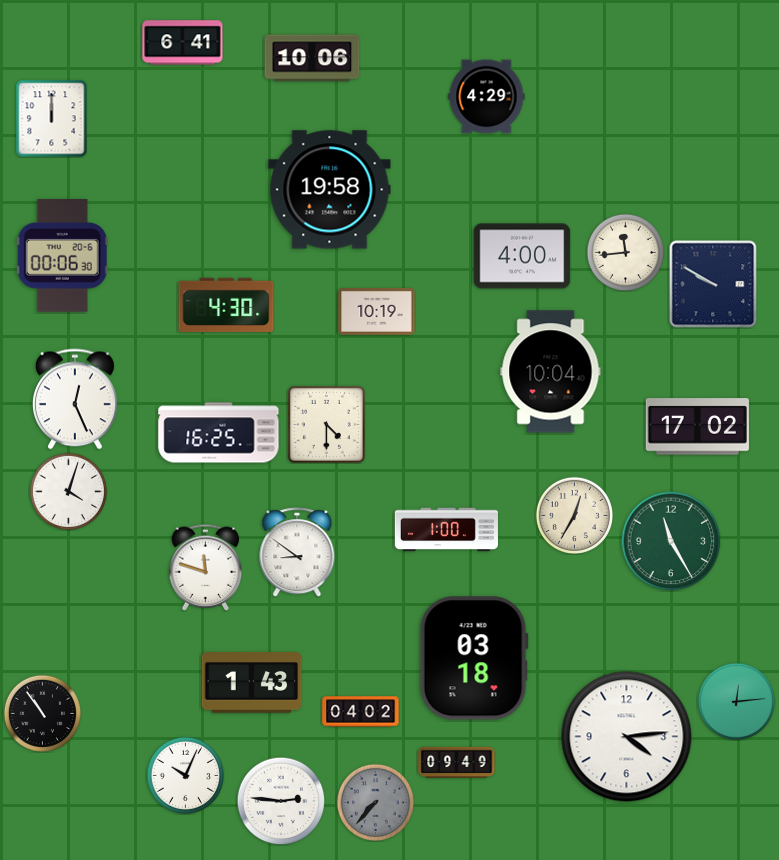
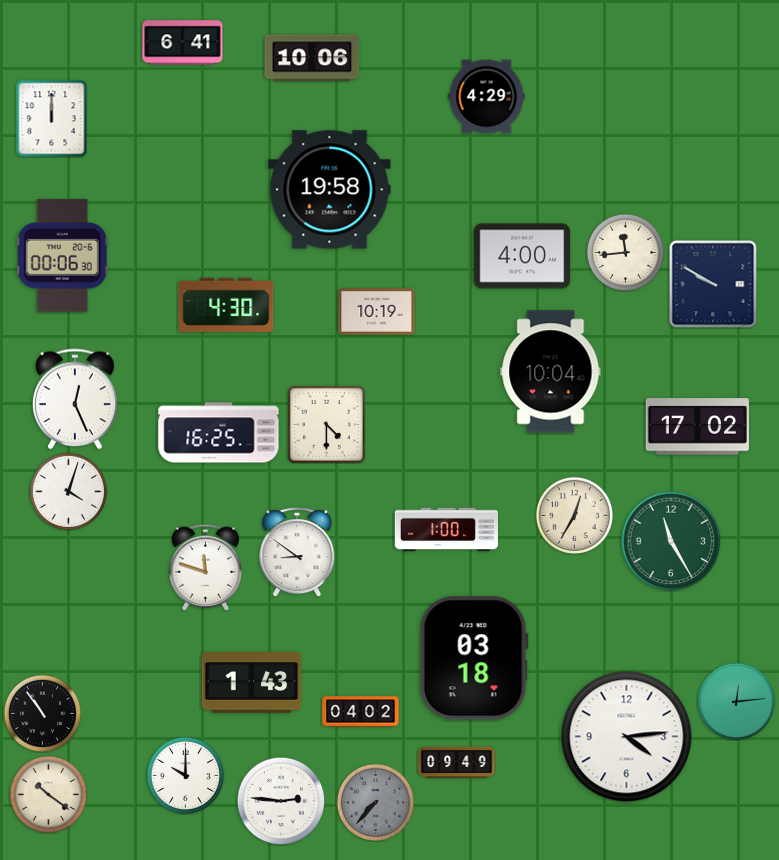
clock at (185, 775): 10:04 -> 10:00
clock at (48, 794): none -> 10:21
